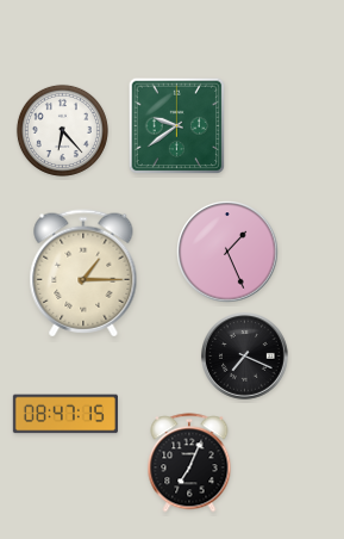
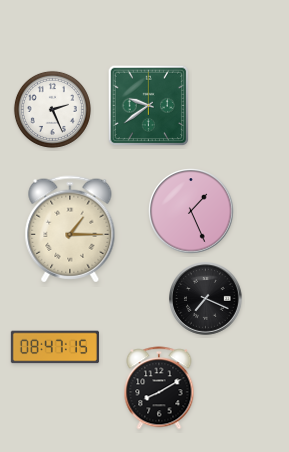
clock at (62, 130): 6:23 -> 2:26
clock at (189, 463): 7:04 -> 8:10
